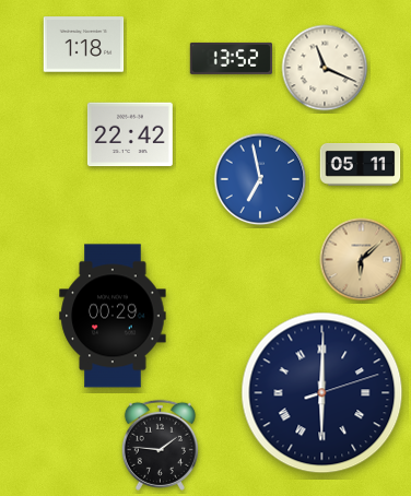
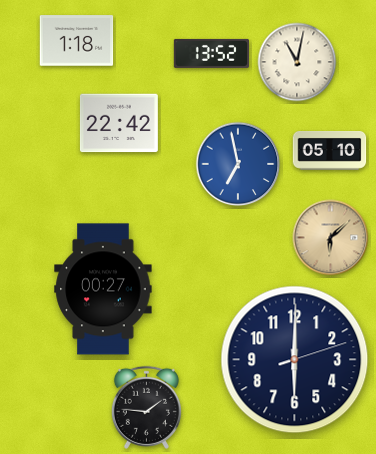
clock at (325, 68): 11:19 -> 11:02
clock at (361, 165): 05:11 -> 05:10
clock at (113, 316): 00:29 -> 00:27
clock at (322, 393) numerals: Roman -> Arabic
